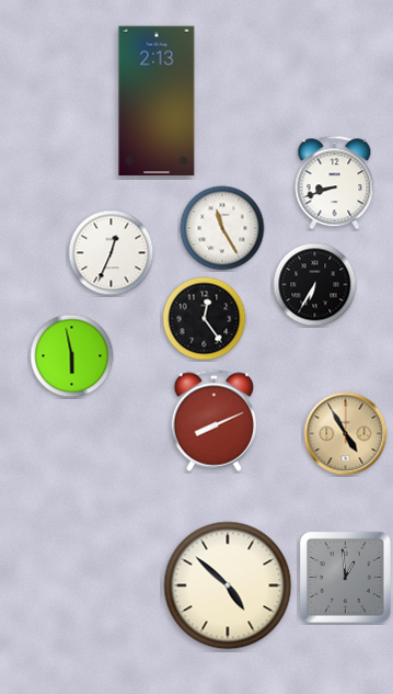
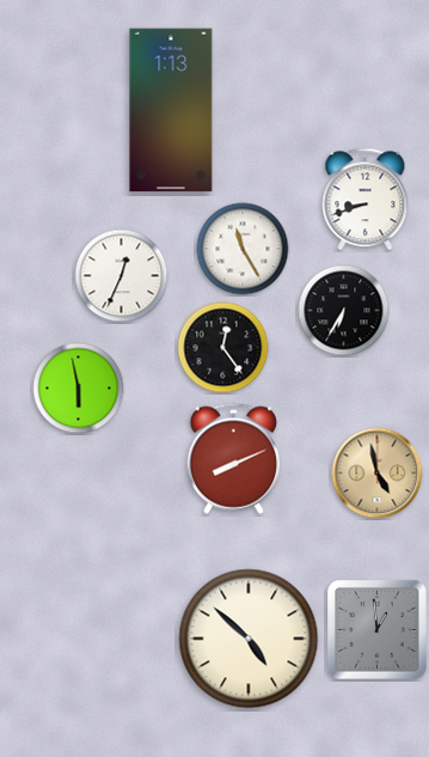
clock at (157, 101): 2:13 -> 1:13
clock at (346, 434): 4:55 -> 4:58
